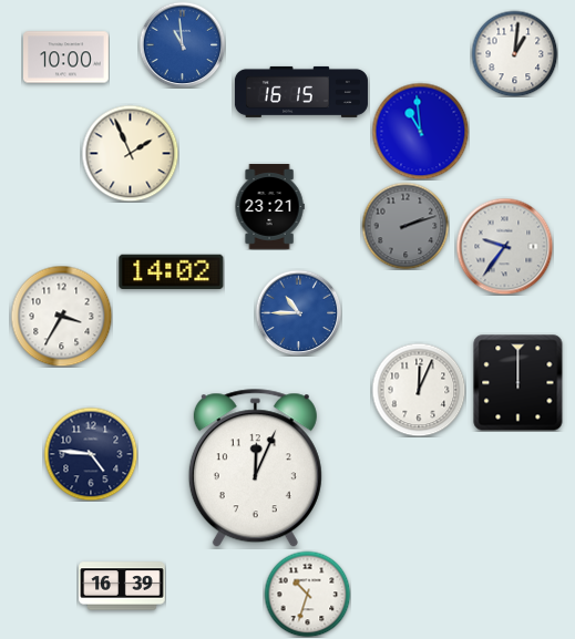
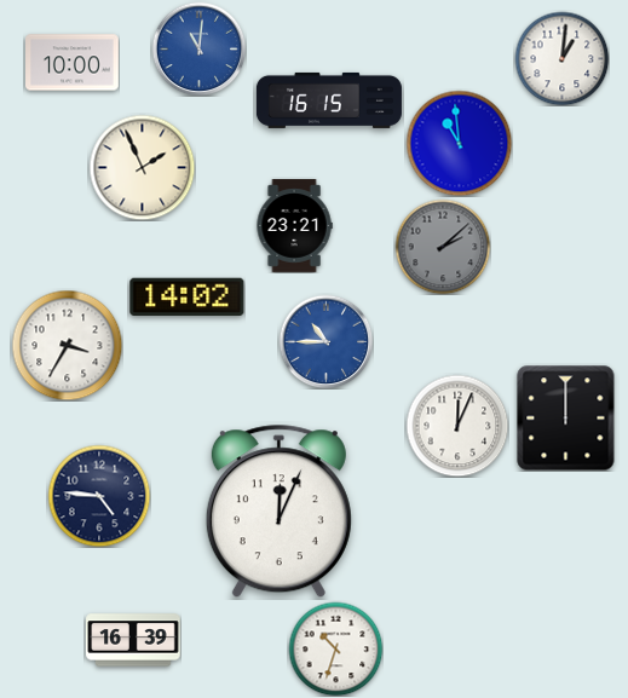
clock at (182, 44): 10:59 -> 11:01
clock at (405, 226): 2:12 -> 2:08
clock at (504, 246): 9:36 -> none
